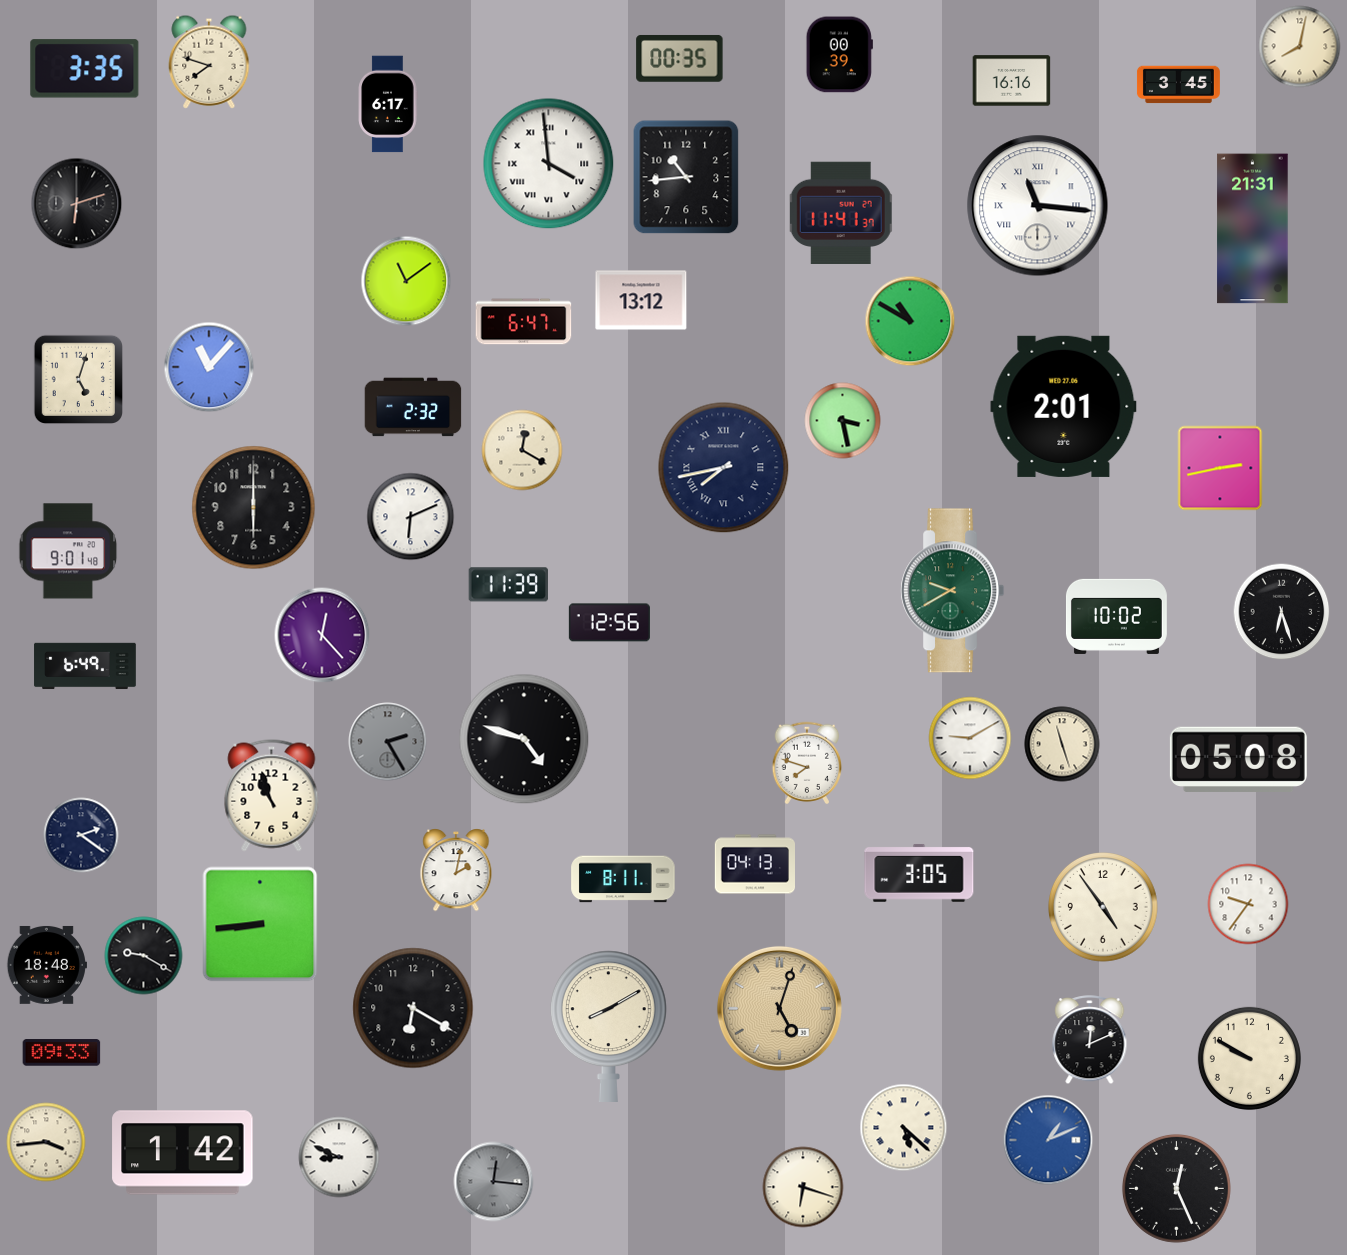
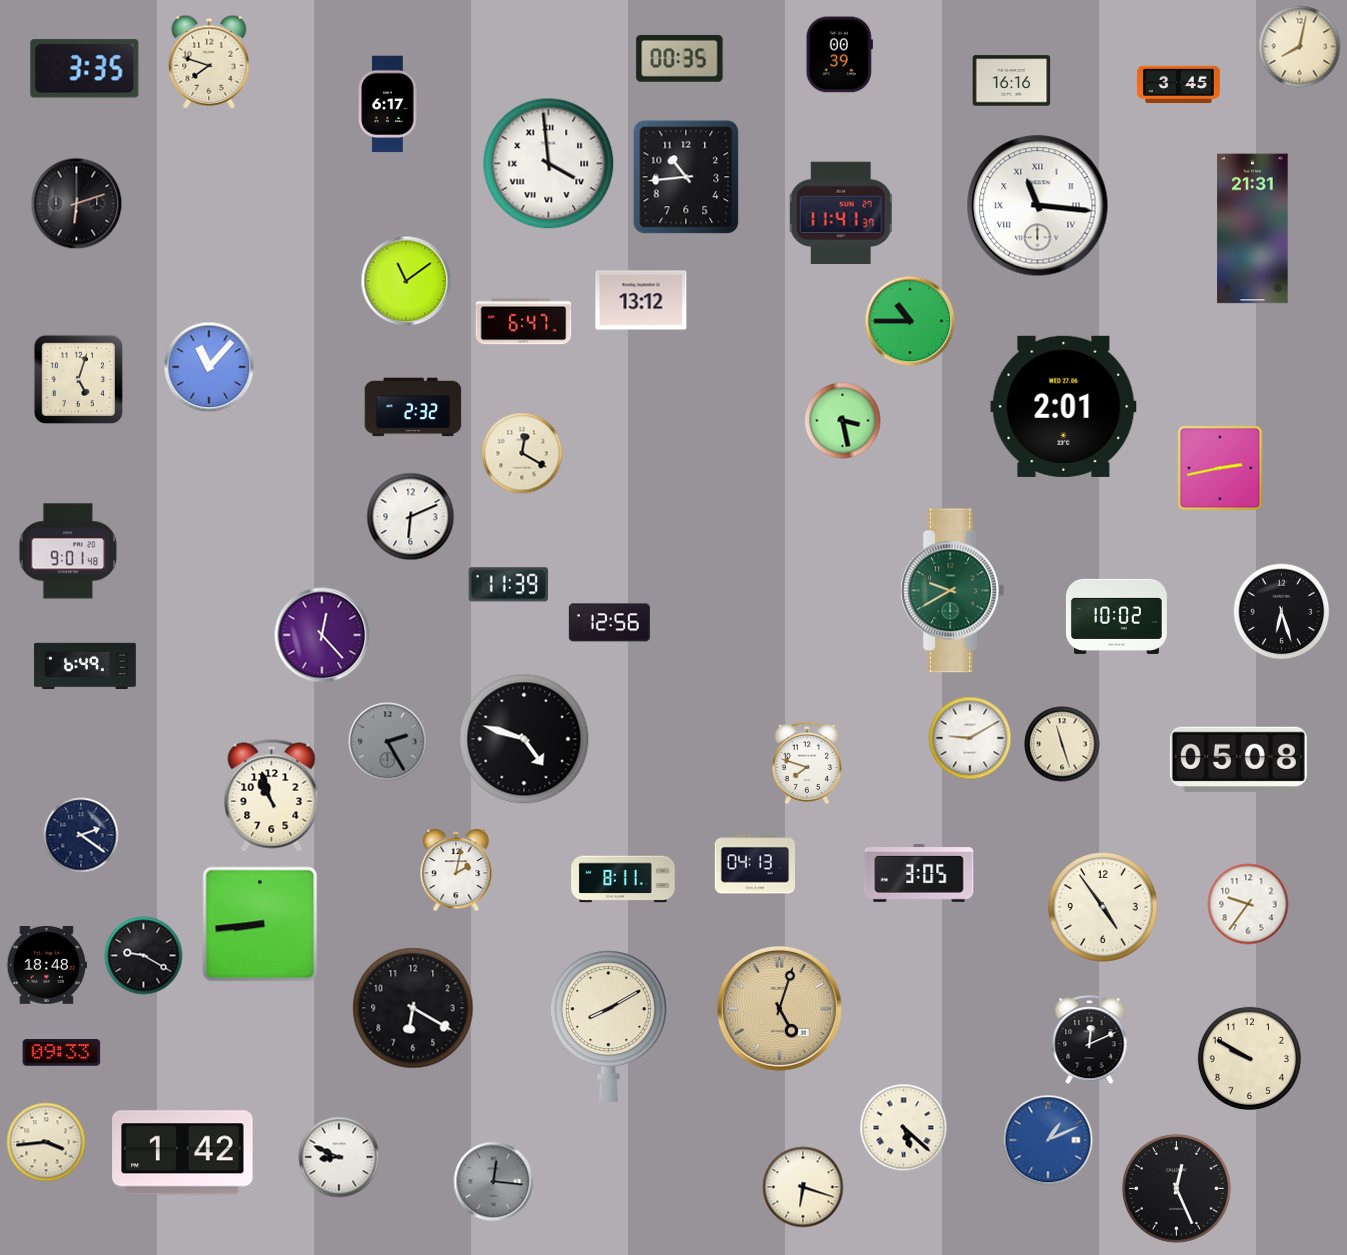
clock at (910, 321): 10:50 -> 10:45
clock at (522, 450) position: (522, 450) -> (522, 453)
clock at (724, 468): 7:43 -> none
clock at (254, 508): 6:00 -> none
